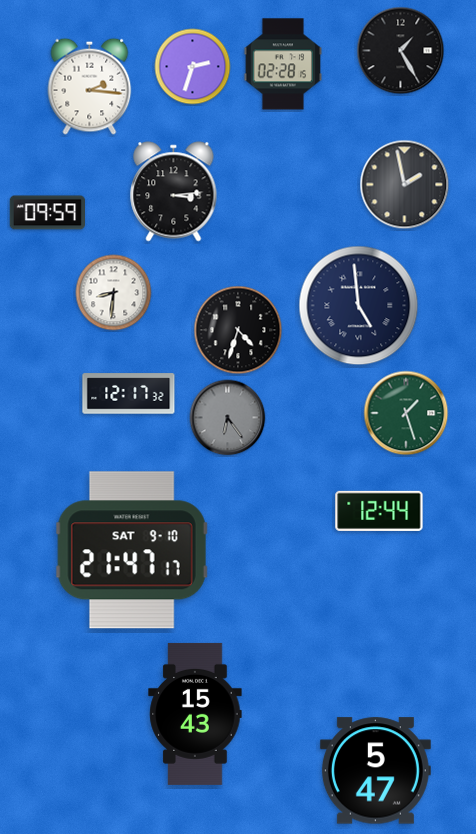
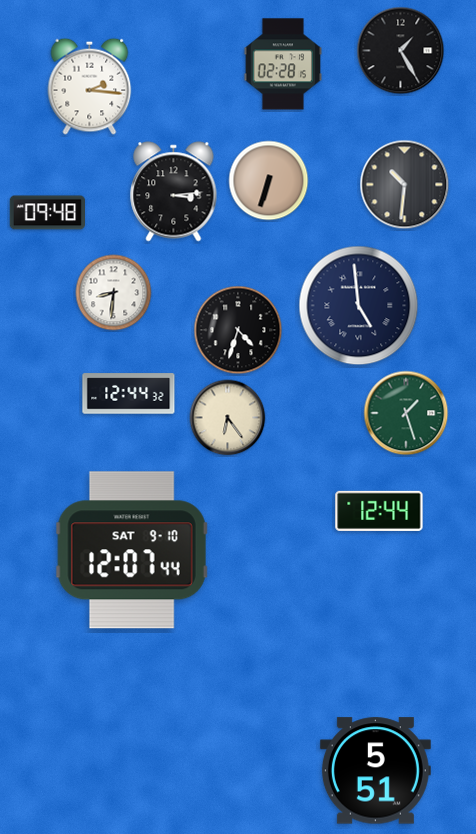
clock at (193, 67): 2:33 -> none
clock at (269, 181): none -> 6:33
clock at (405, 185): 1:58 -> 10:31
clock at (47, 213): 09:59 -> 09:48
clock at (129, 394): 12:17 -> 12:44
clock at (228, 418) dial: grey -> cream
clock at (132, 550): 21:47 -> 12:07
clock at (195, 714): 15:43 -> none
clock at (375, 771): 5:47 -> 5:51
